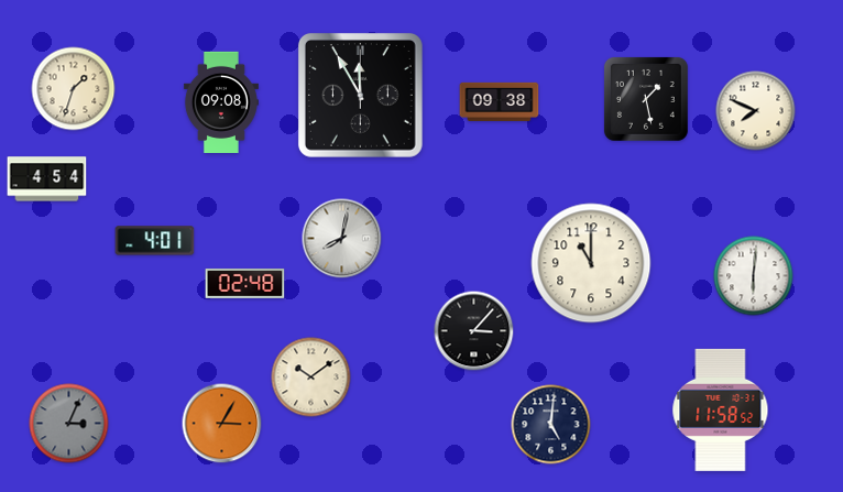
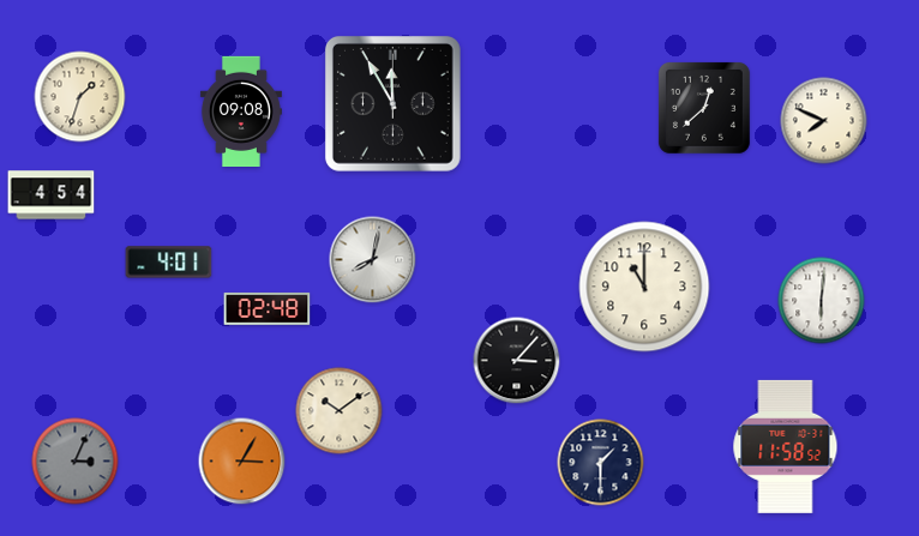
clock at (646, 99): 1:28 -> 12:38
clock at (500, 101): 09:38 -> none
clock at (551, 425): 5:01 -> 1:30
